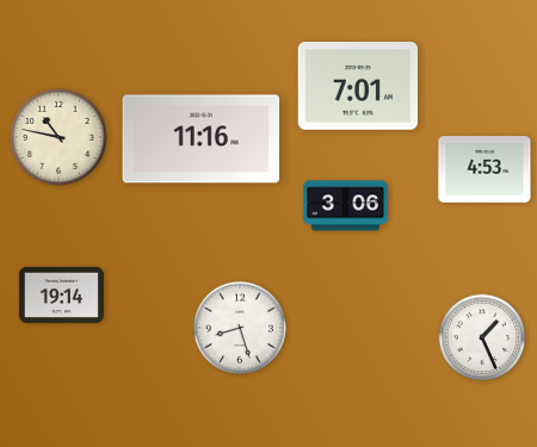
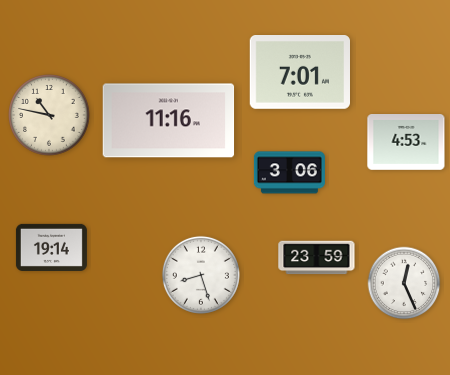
clock at (202, 139) position: (202, 139) -> (169, 121)
clock at (317, 258): none -> 23:59
clock at (482, 337): 1:26 -> 12:26
